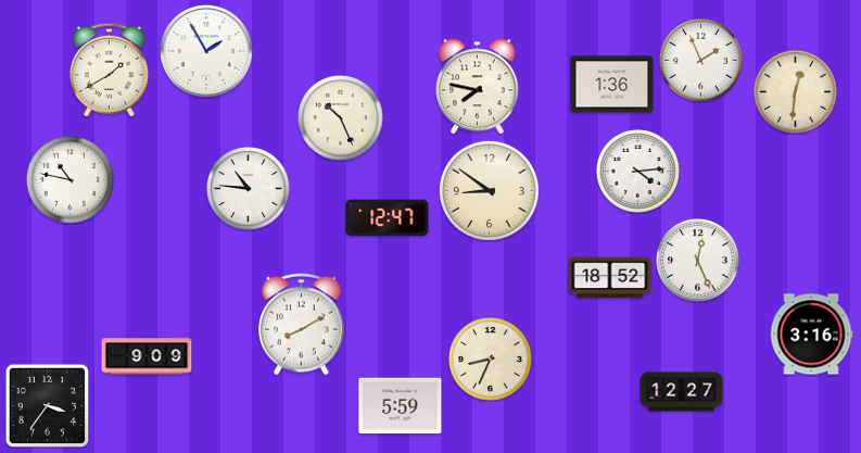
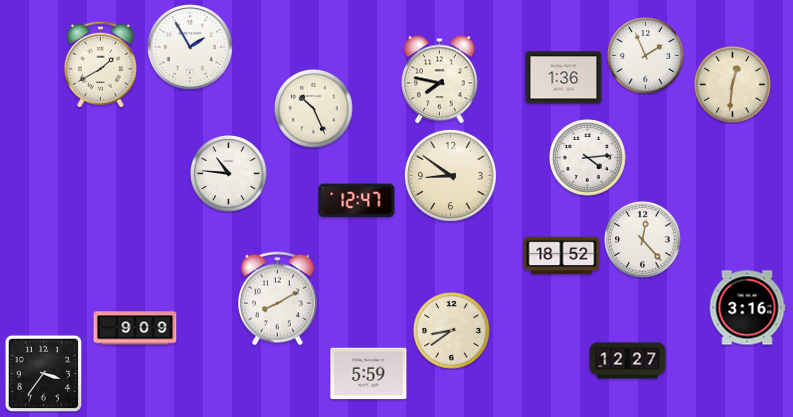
clock at (71, 180): 10:47 -> none
clock at (698, 261): 12:26 -> 12:23
clock at (491, 360): 8:34 -> 8:39
